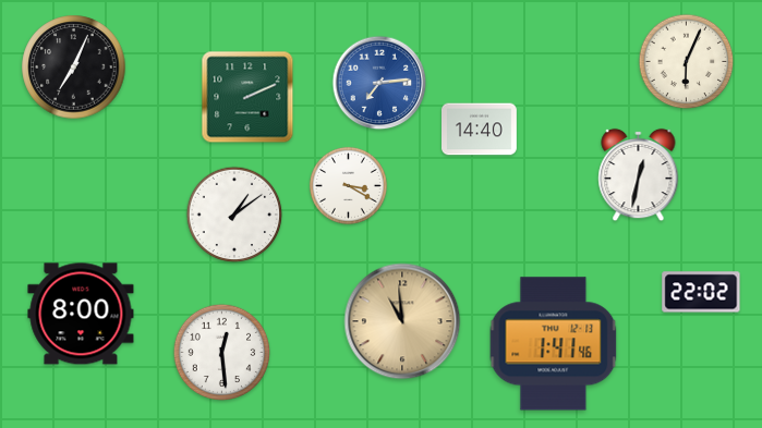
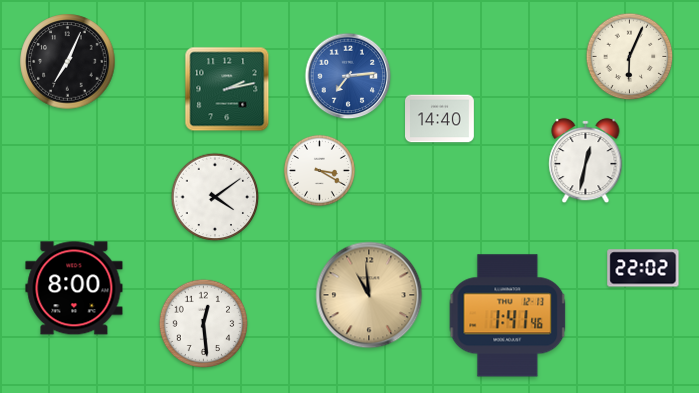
clock at (247, 97): 2:11 -> 2:13
clock at (234, 215): 1:09 -> 4:09
